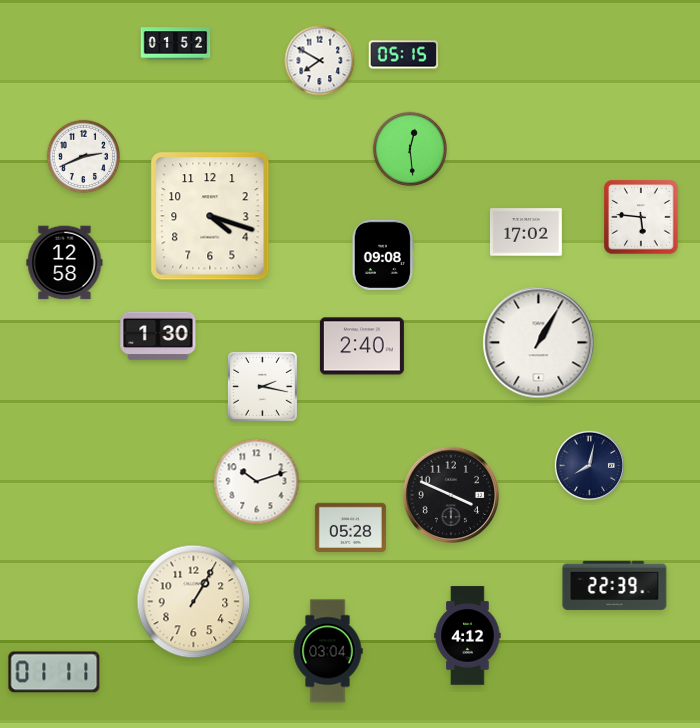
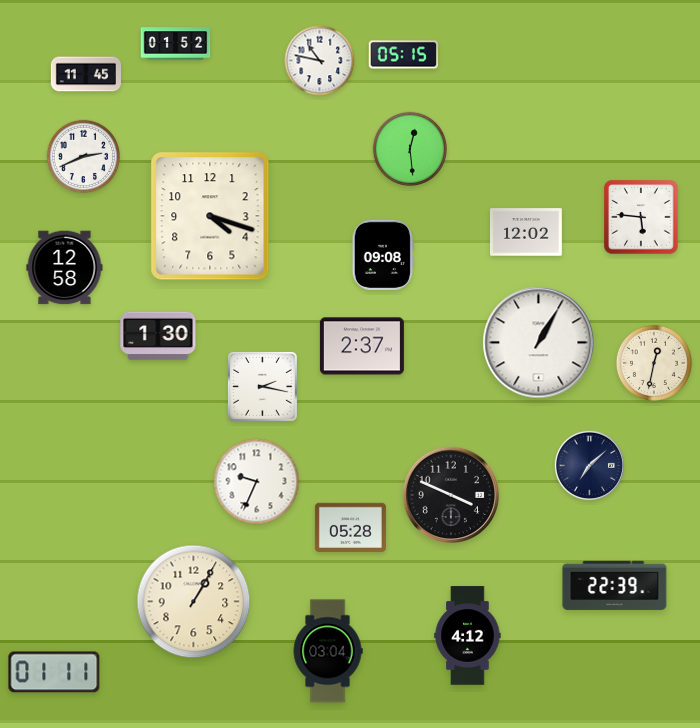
clock at (320, 61): 7:50 -> 10:47
clock at (86, 74): none -> 11:45
clock at (527, 232): 17:02 -> 12:02
clock at (65, 263) position: (65, 263) -> (65, 268)
clock at (362, 346): 2:40 -> 2:37
clock at (654, 363): none -> 12:32
clock at (589, 465): 8:02 -> 7:08
clock at (257, 482): 10:12 -> 9:34
